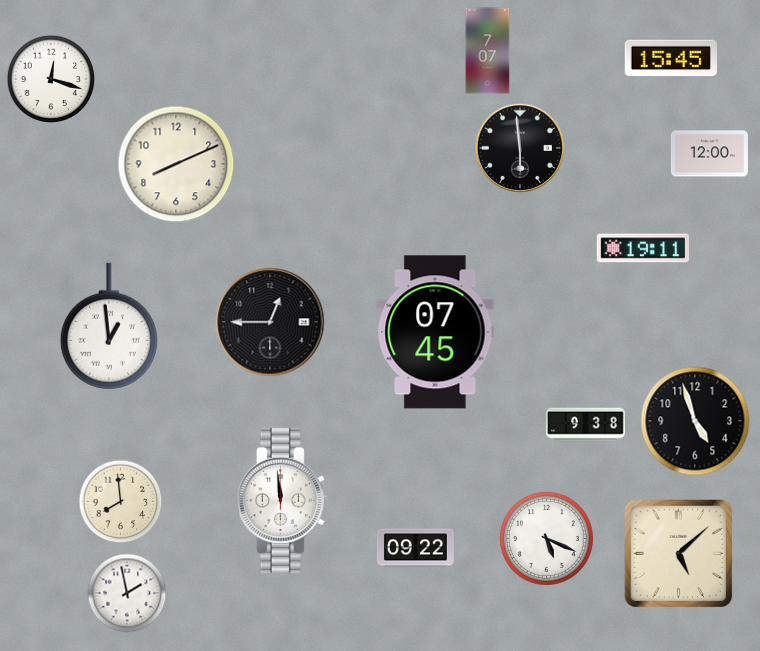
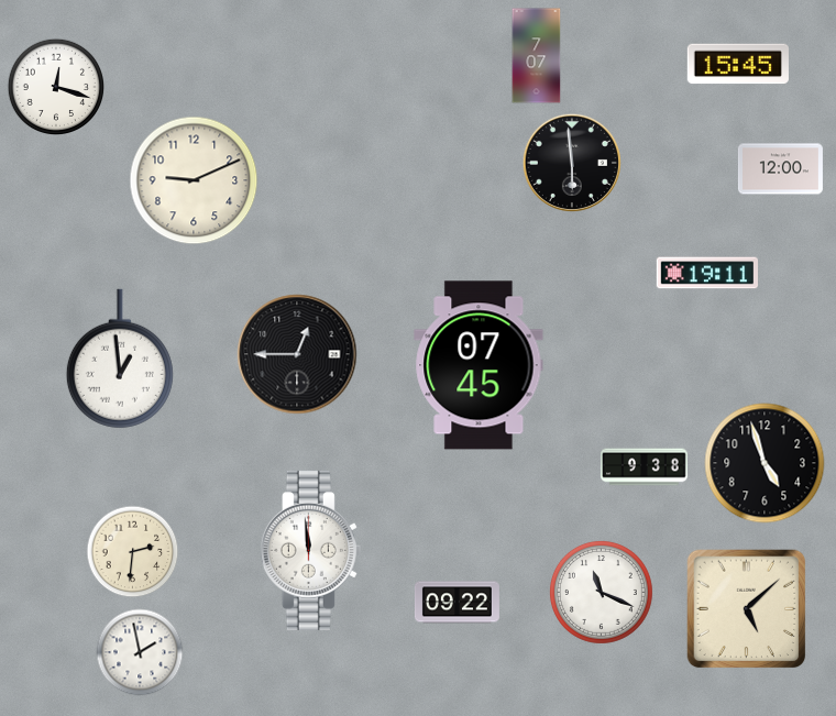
clock at (176, 164): 8:11 -> 9:11
clock at (121, 502): 7:59 -> 2:31
clock at (546, 538): 5:19 -> 11:19
